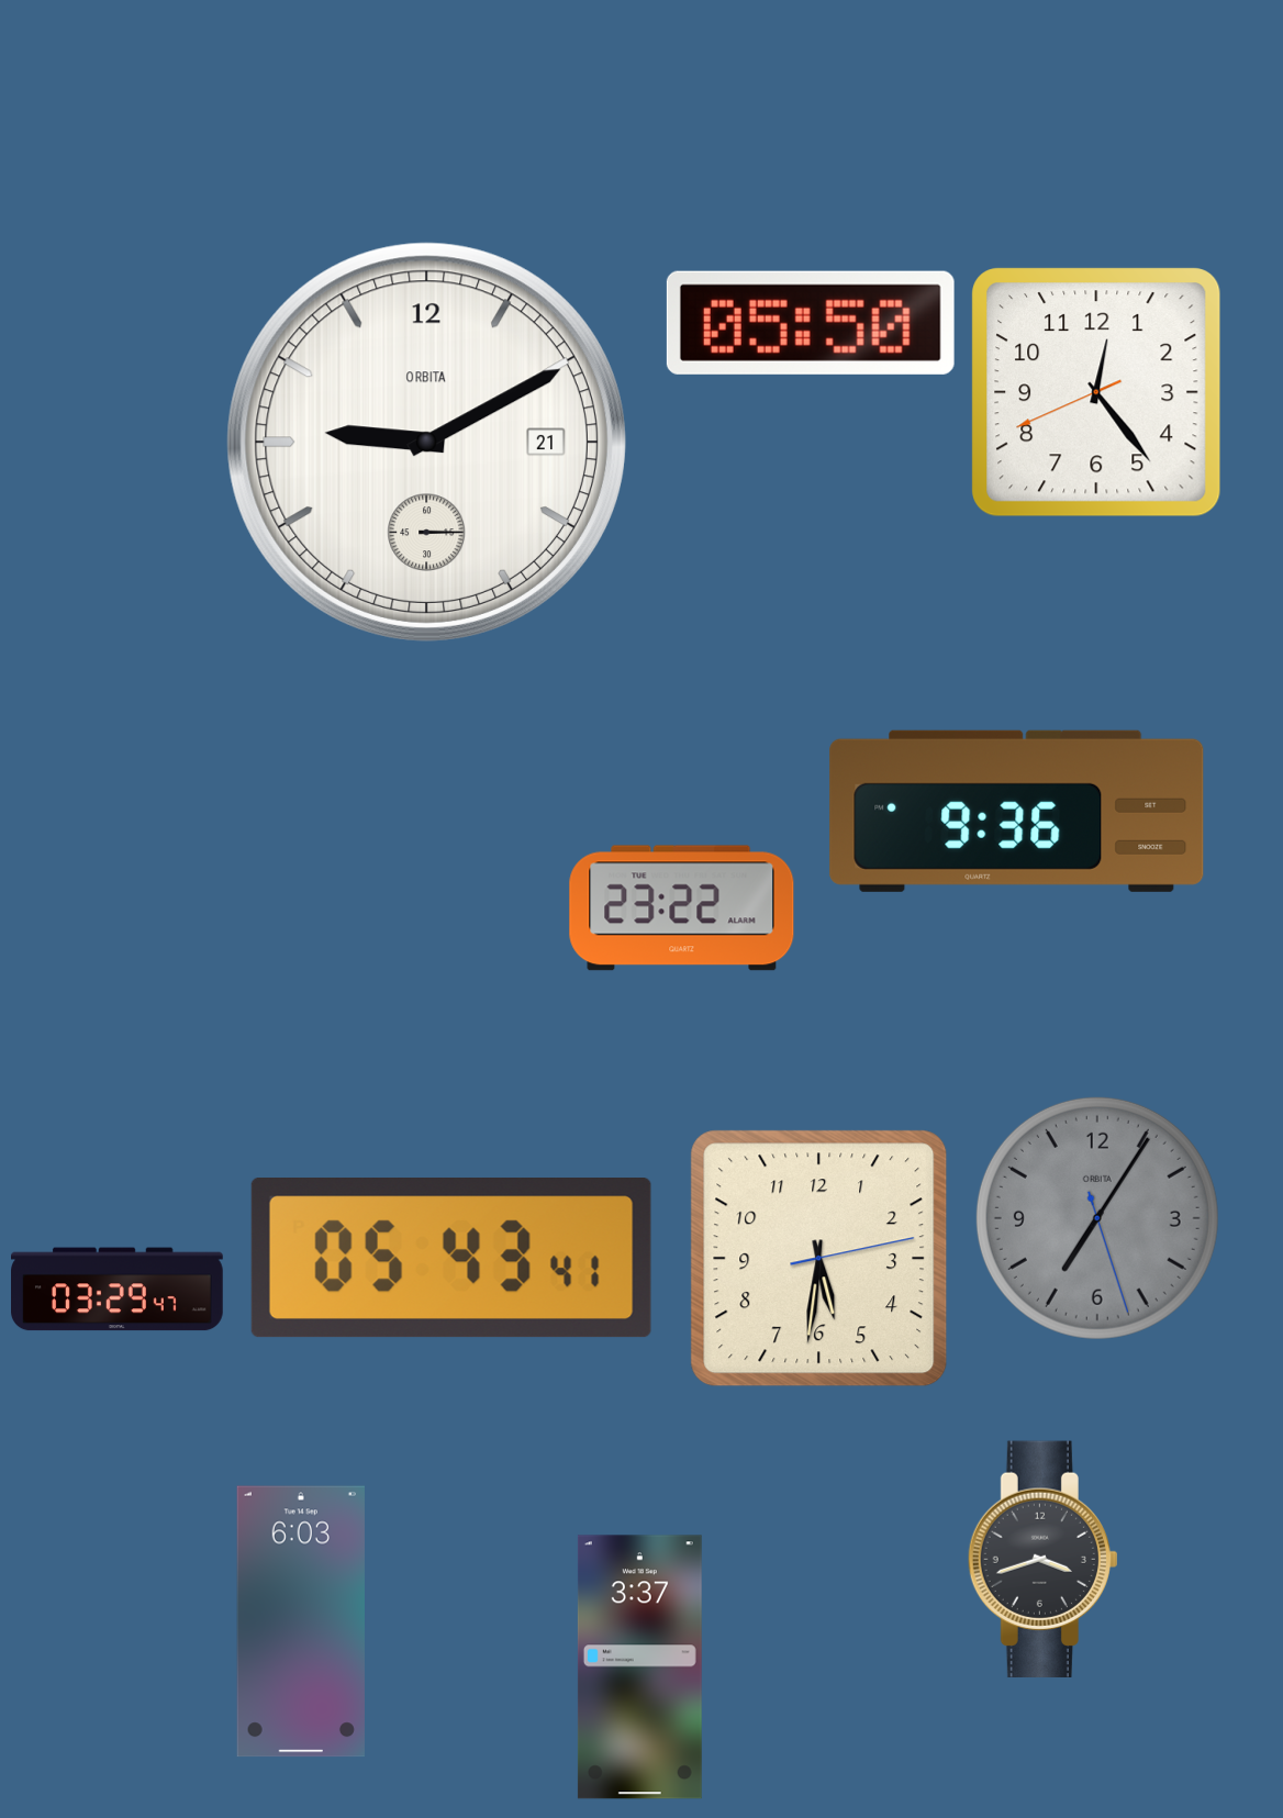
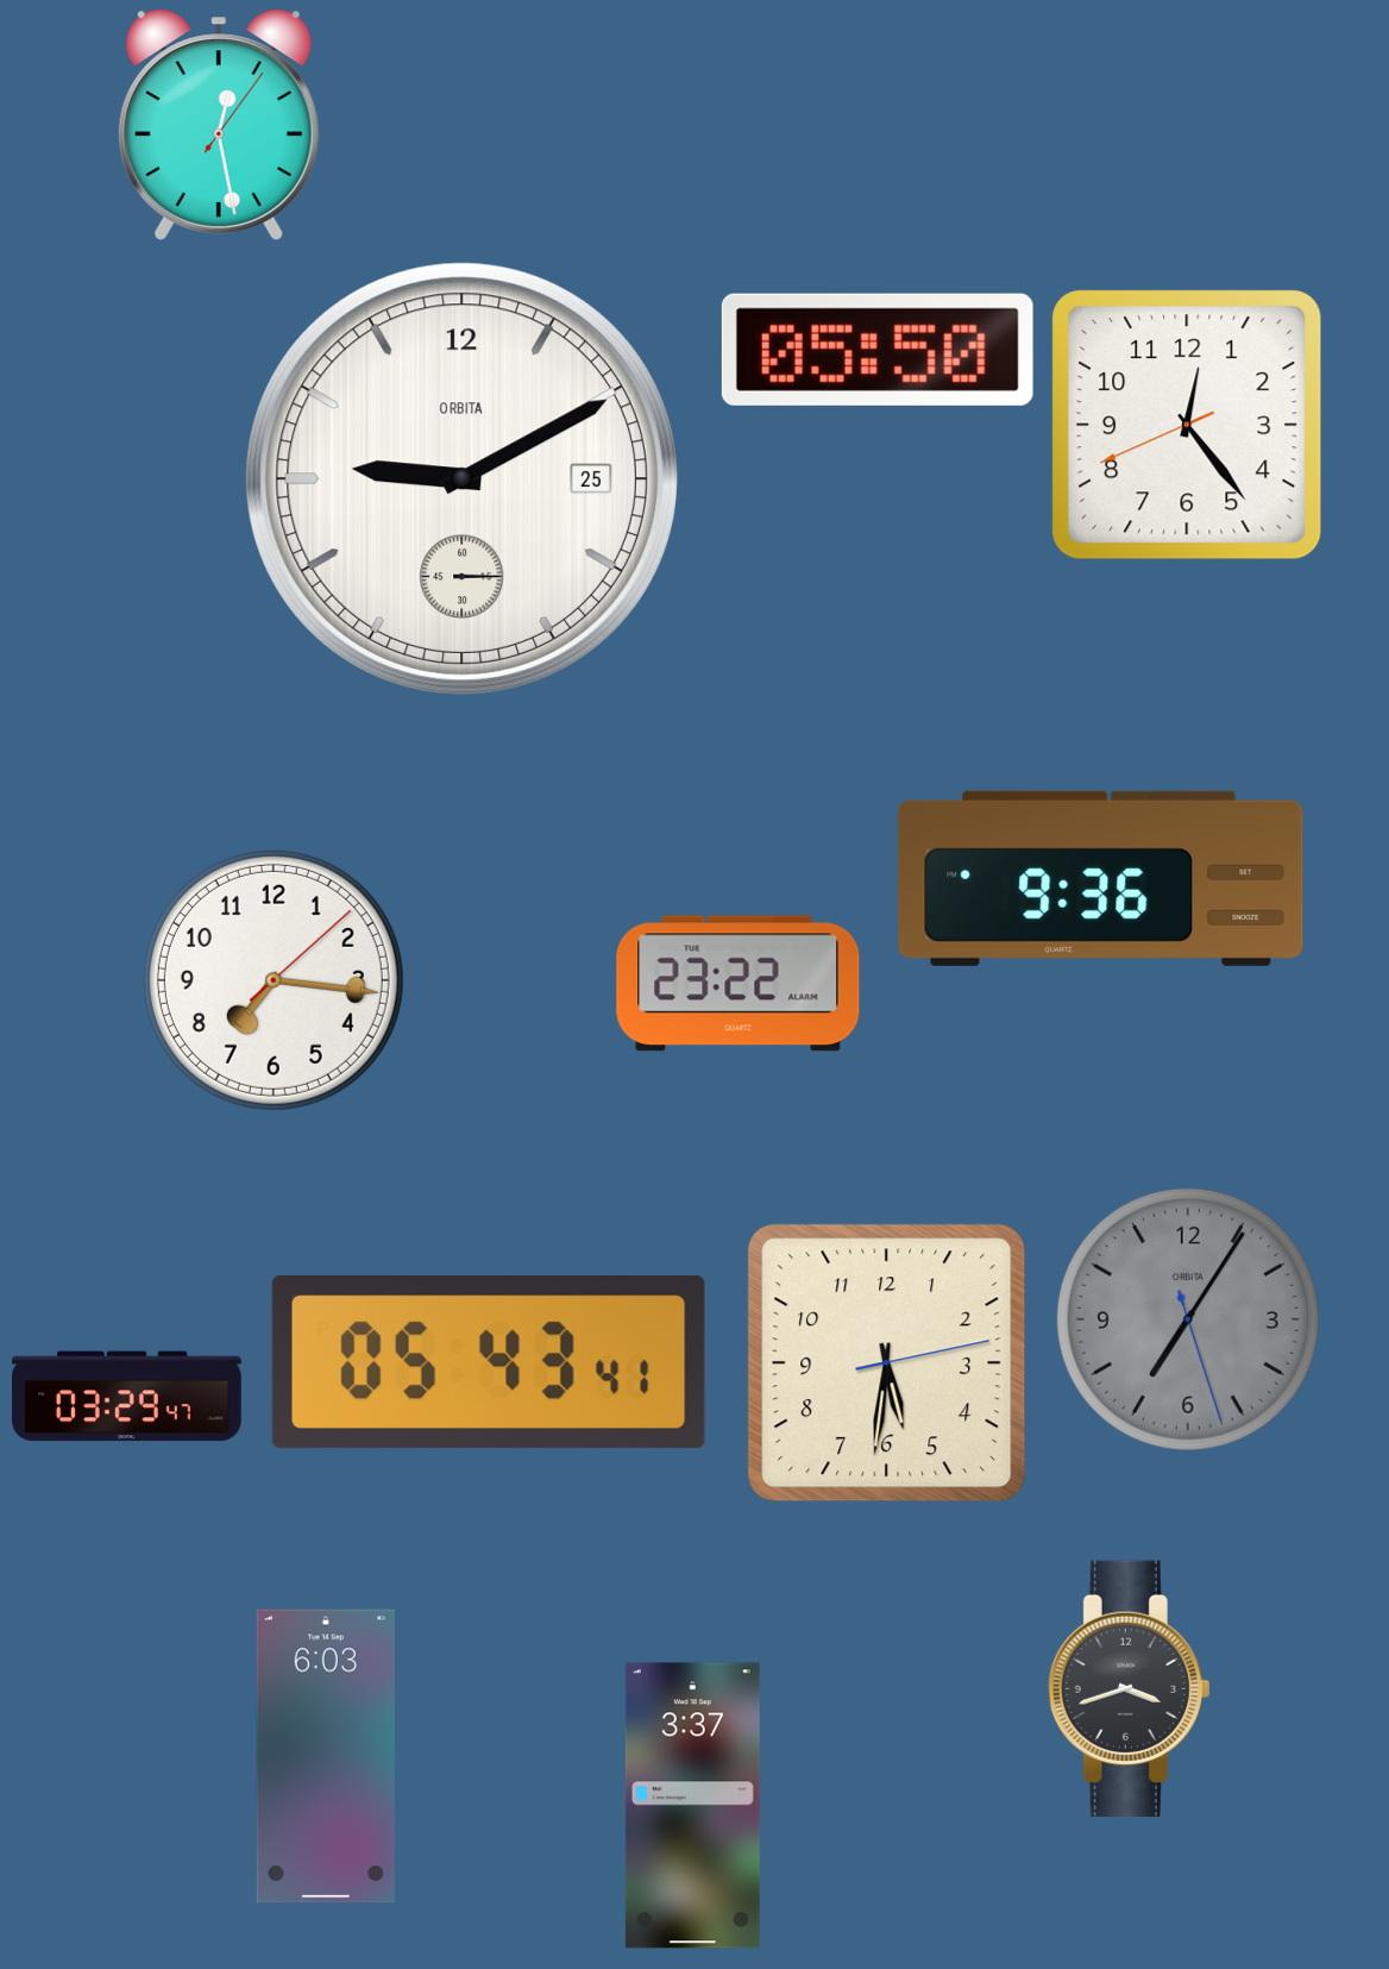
clock at (219, 125): none -> 12:28
clock at (426, 442) date: 21 -> 25
clock at (274, 980): none -> 7:16
